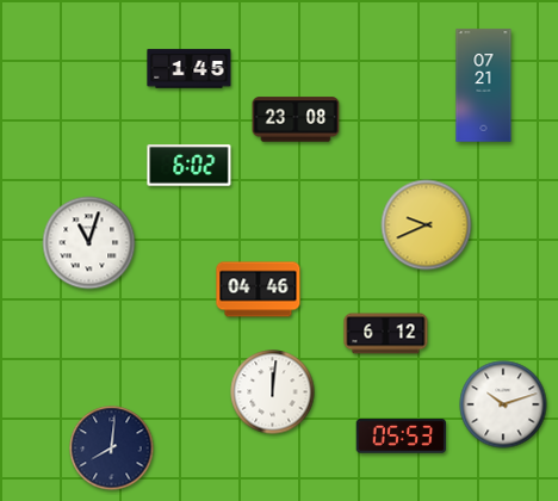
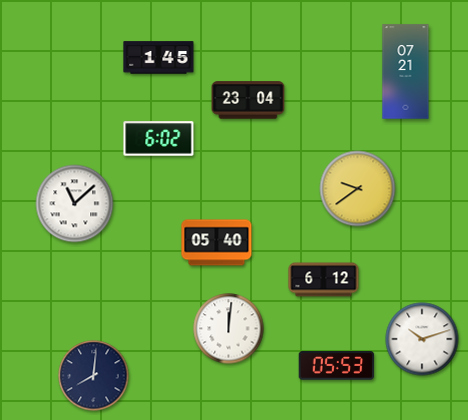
clock at (296, 119): 23:08 -> 23:04
clock at (427, 225): 9:41 -> 9:39
clock at (89, 243): 11:03 -> 11:08
clock at (259, 290): 04:46 -> 05:40
